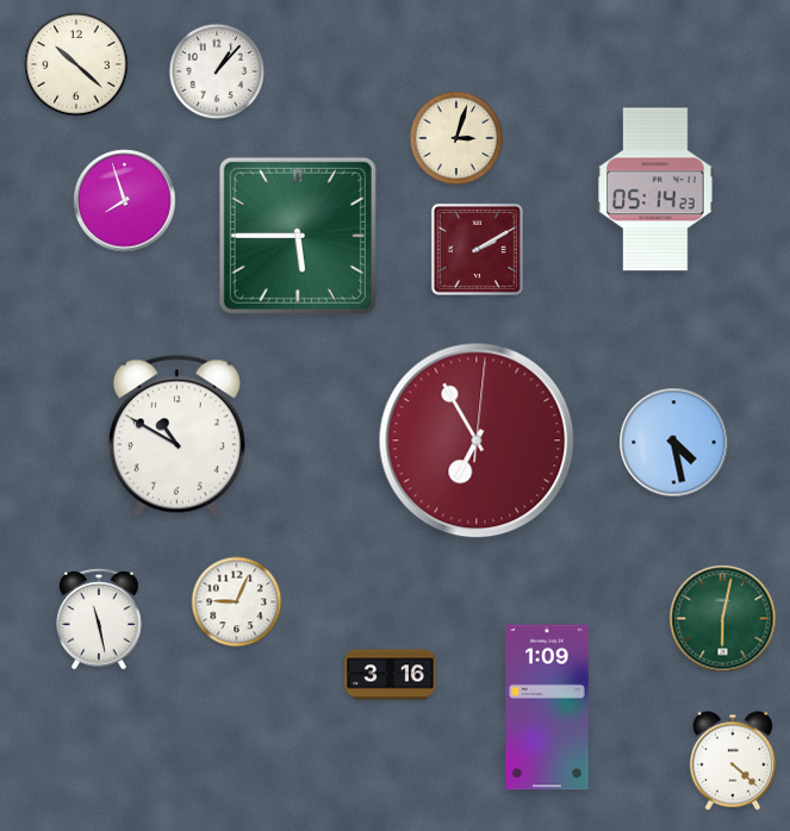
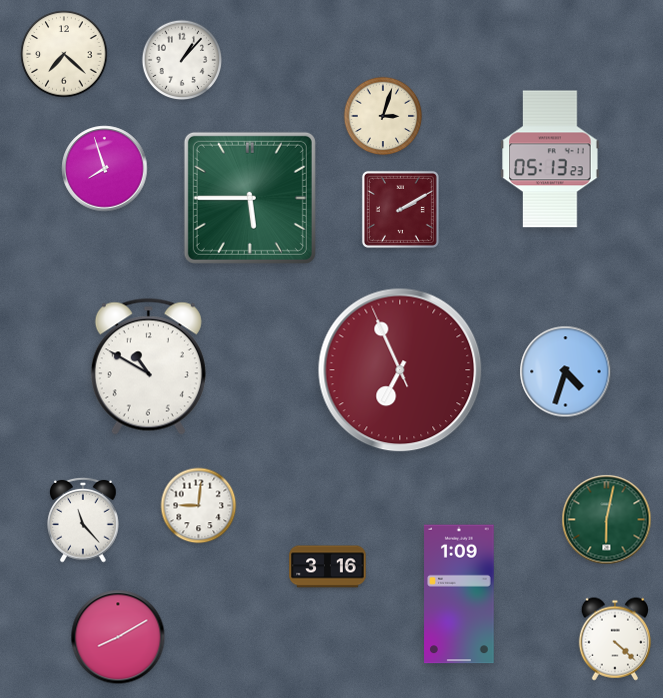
clock at (76, 64): 10:22 -> 7:22
clock at (655, 189): 05:14 -> 05:13
clock at (477, 441): 6:55:01 -> 6:55:56
clock at (674, 443): 4:28 -> 4:33
clock at (237, 602): 9:04 -> 9:01
clock at (99, 619): 11:28 -> 11:23
clock at (118, 637): none -> 8:10
